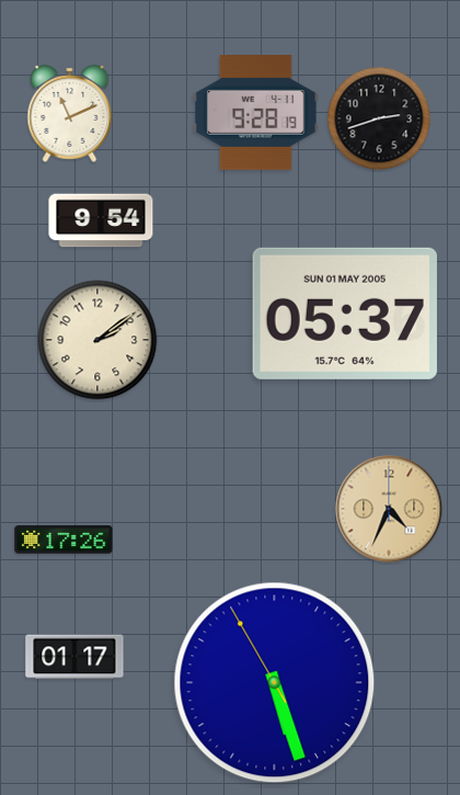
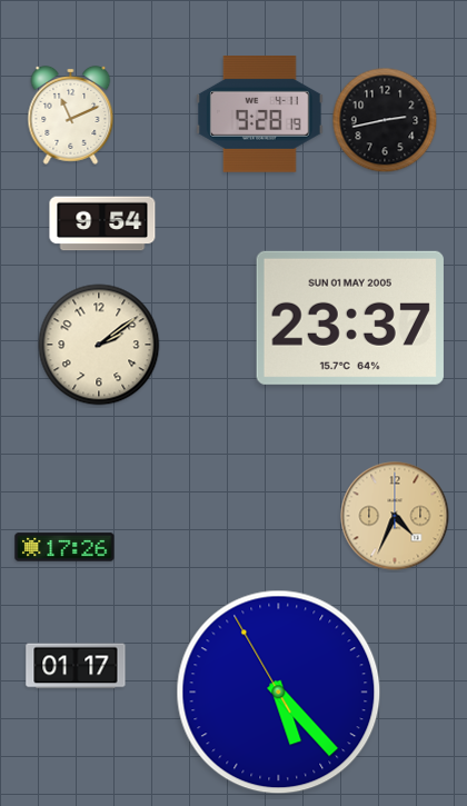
clock at (379, 118): 2:42 -> 2:43
clock at (345, 314): 05:37 -> 23:37
clock at (275, 683): 5:26 -> 5:22
